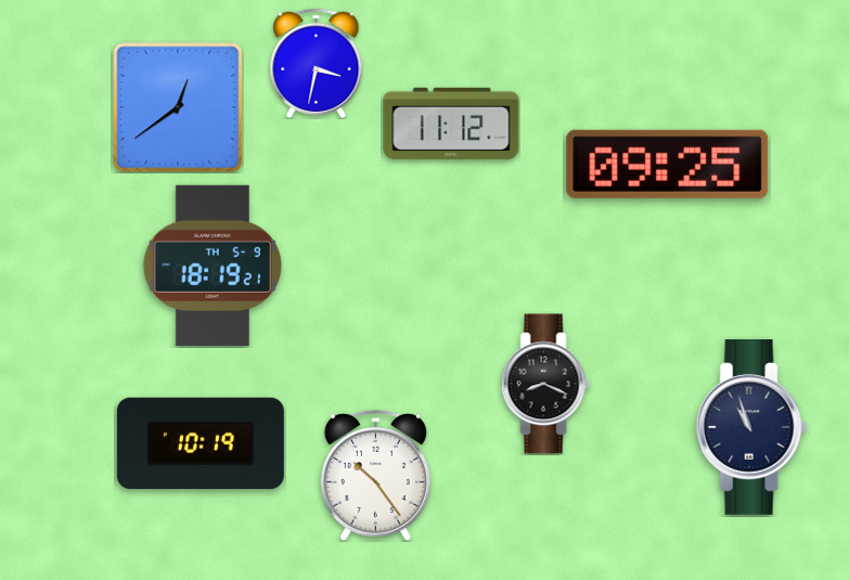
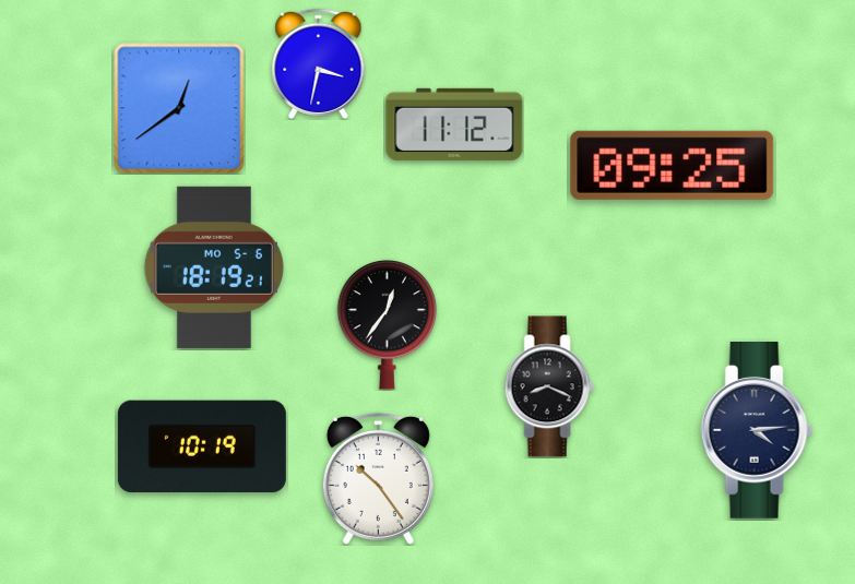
clock at (213, 266) date: TH 5-9 -> MO 5-6
clock at (388, 324): none -> 12:36
clock at (751, 427): 10:57 -> 4:14
